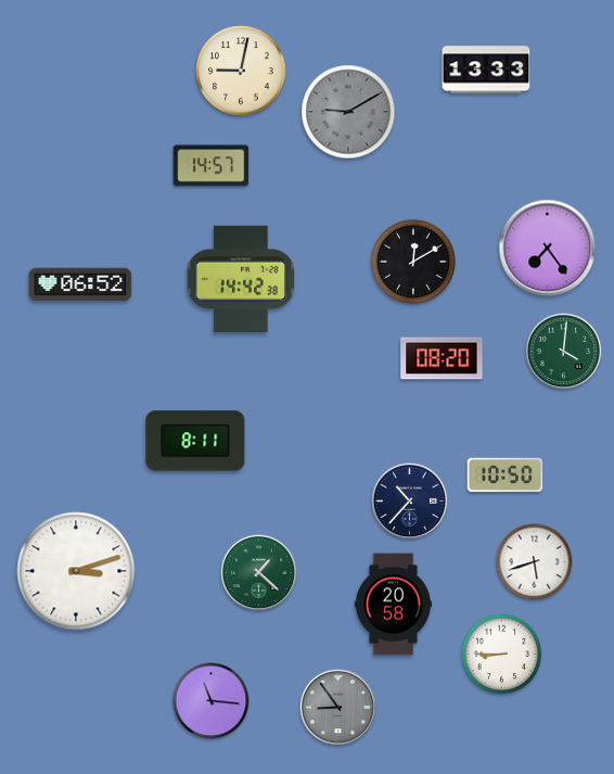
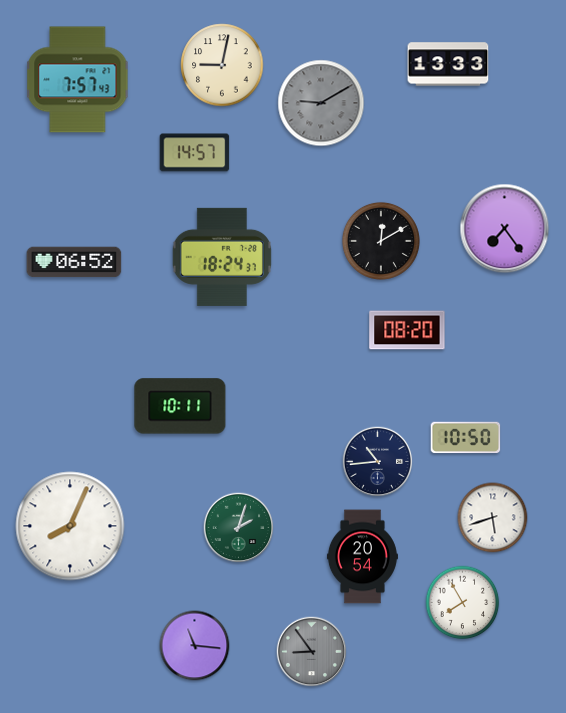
clock at (78, 80): none -> 7:57
clock at (241, 279): 14:42 -> 18:24
clock at (564, 352): 4:01 -> none
clock at (195, 441): 8:11 -> 10:11
clock at (410, 502): 10:37 -> 10:44
clock at (76, 571): 3:12 -> 8:04
clock at (259, 573): 1:22 -> 2:03
clock at (393, 605): 20:58 -> 20:54
clock at (502, 655): 8:45 -> 7:55
